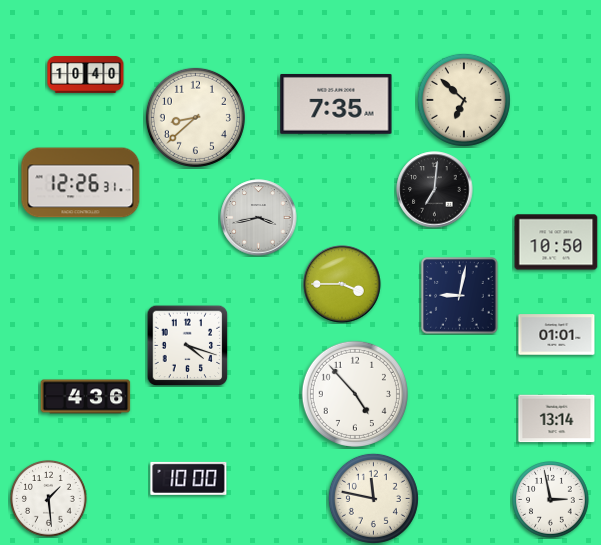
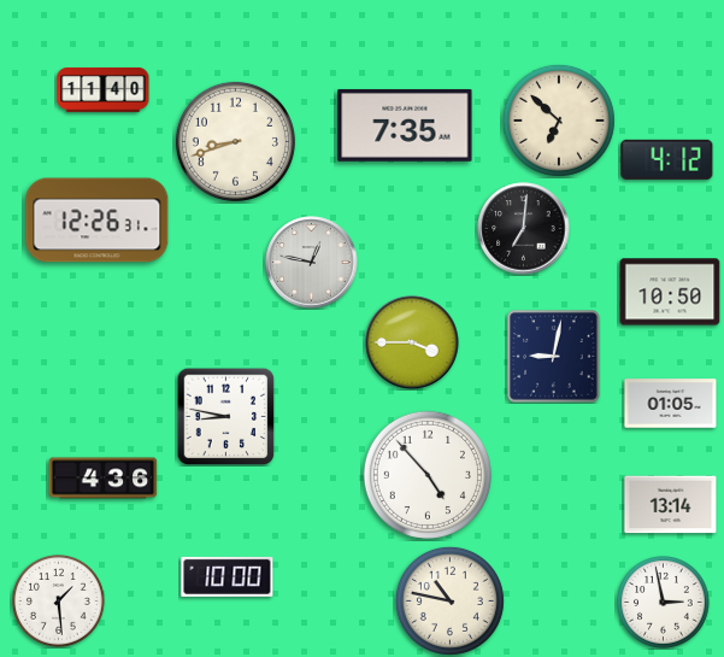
clock at (86, 74): 10:40 -> 11:40
clock at (195, 117): 8:38 -> 8:42
clock at (667, 159): none -> 4:12
clock at (259, 218): 3:43 -> 12:47
clock at (557, 335): 01:01 -> 01:05
clock at (187, 345): 4:18 -> 8:47
clock at (373, 498): 11:47 -> 10:47
